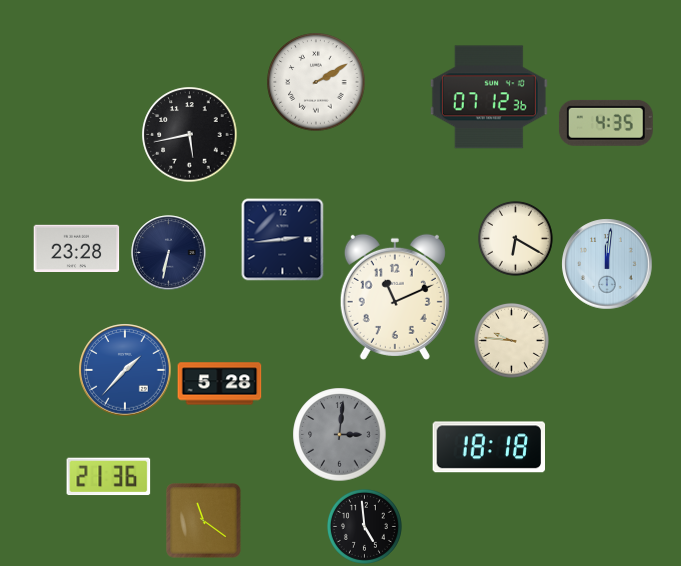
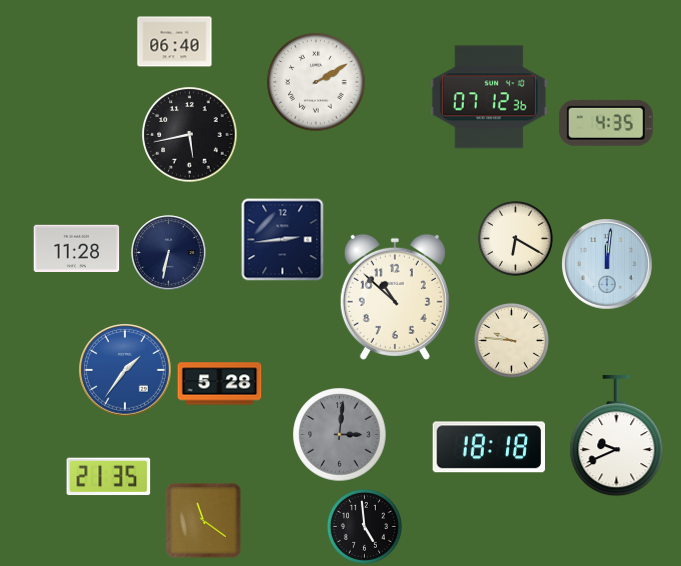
clock at (175, 42): none -> 06:40
clock at (77, 249): 23:28 -> 11:28
clock at (395, 297): 11:11 -> 10:52
clock at (125, 370): 1:37 -> 1:36
clock at (617, 436): none -> 9:41
clock at (109, 477): 21:36 -> 21:35
